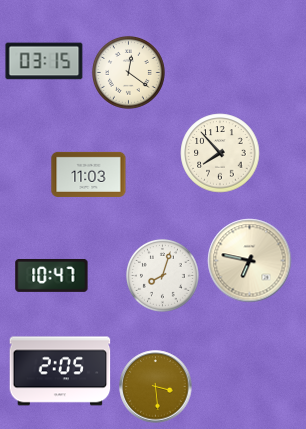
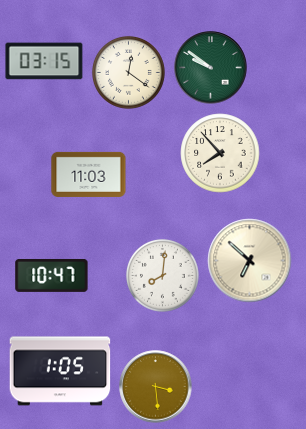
clock at (211, 68): none -> 9:51
clock at (250, 261): 6:47 -> 6:52
clock at (162, 275): 8:03 -> 8:01
clock at (60, 371): 2:05 -> 1:05
